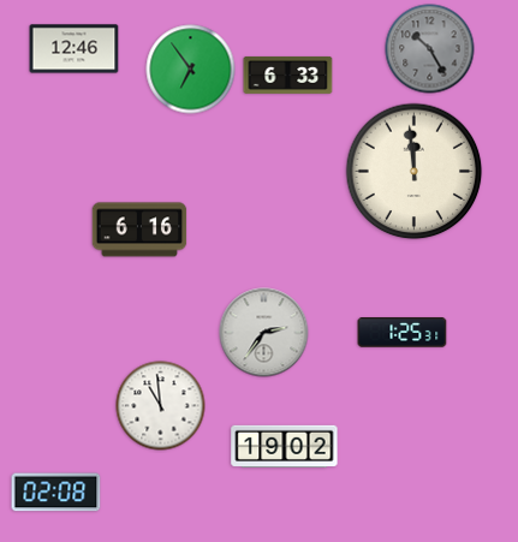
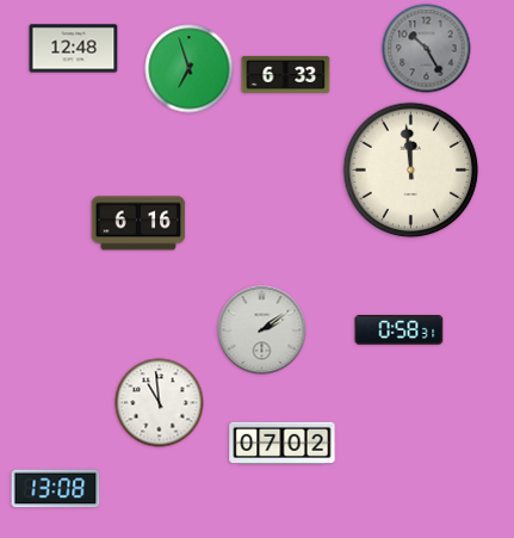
clock at (75, 49): 12:46 -> 12:48
clock at (191, 70): 6:54 -> 6:57
clock at (139, 230) position: (139, 230) -> (138, 223)
clock at (264, 333): 2:36 -> 2:09
clock at (403, 333): 1:25 -> 0:58
clock at (285, 446): 19:02 -> 07:02
clock at (56, 493): 02:08 -> 13:08
